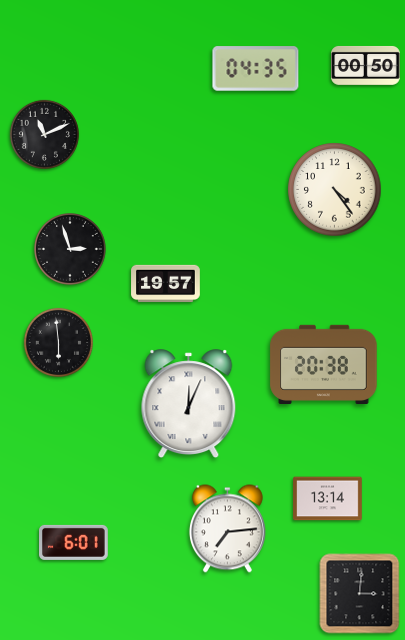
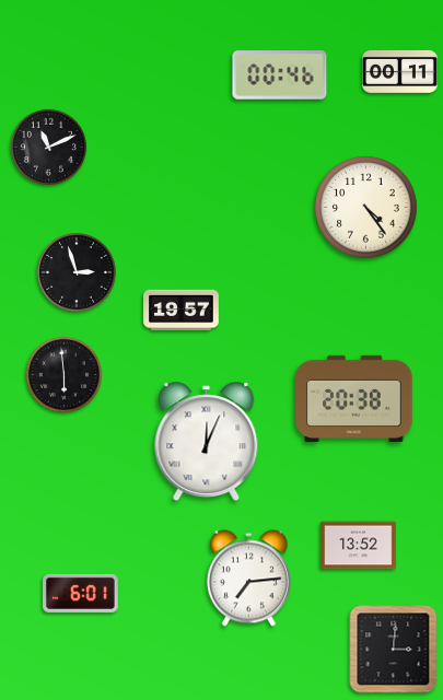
clock at (366, 65): 00:50 -> 00:11
clock at (256, 69): 04:35 -> 00:46
clock at (328, 499): 13:14 -> 13:52
